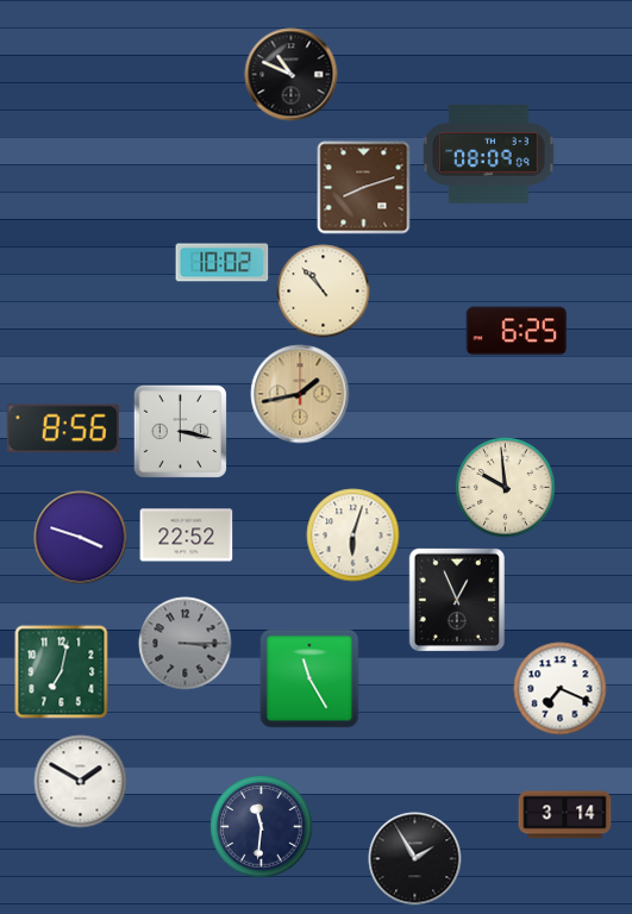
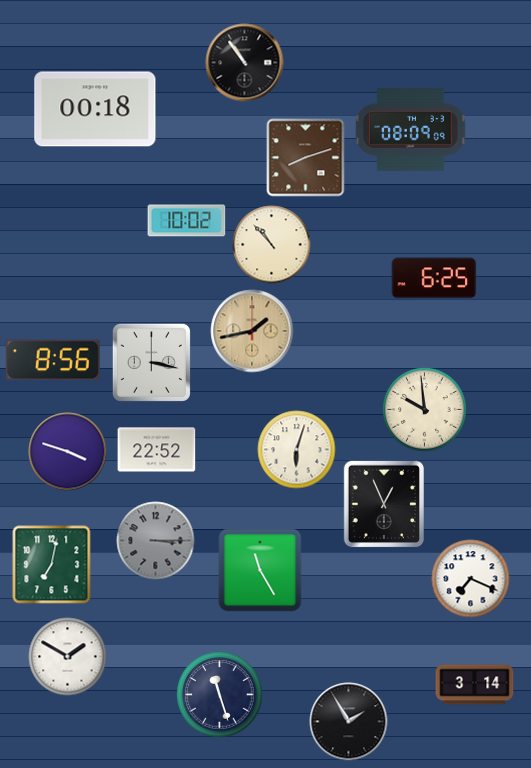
clock at (290, 74): 10:49 -> 10:54
clock at (95, 109): none -> 00:18
clock at (261, 826): 11:31 -> 11:27
